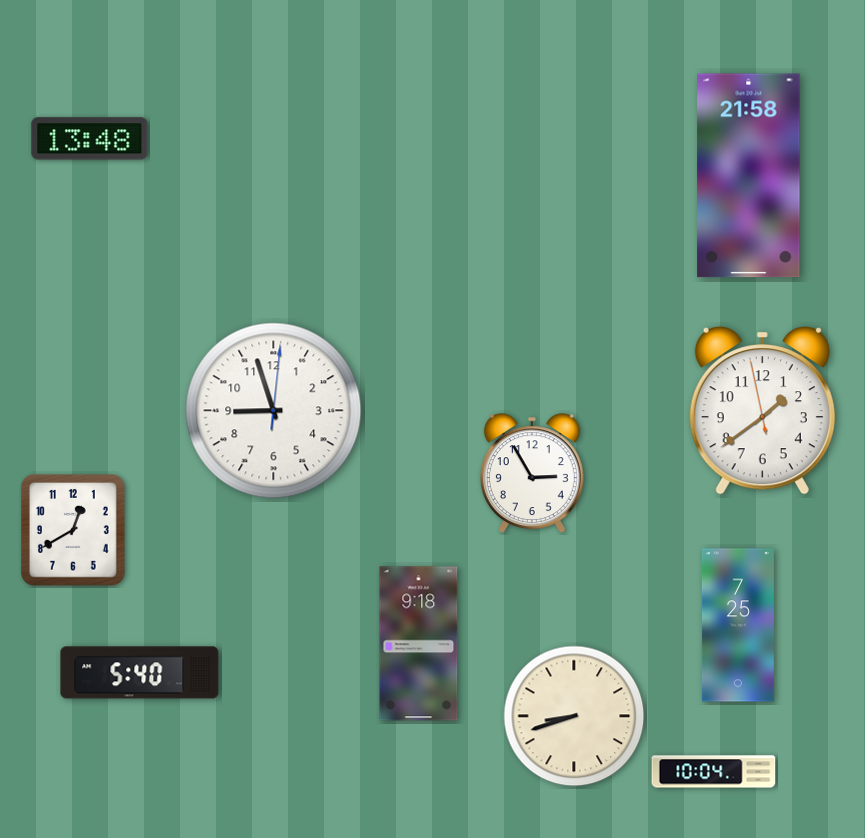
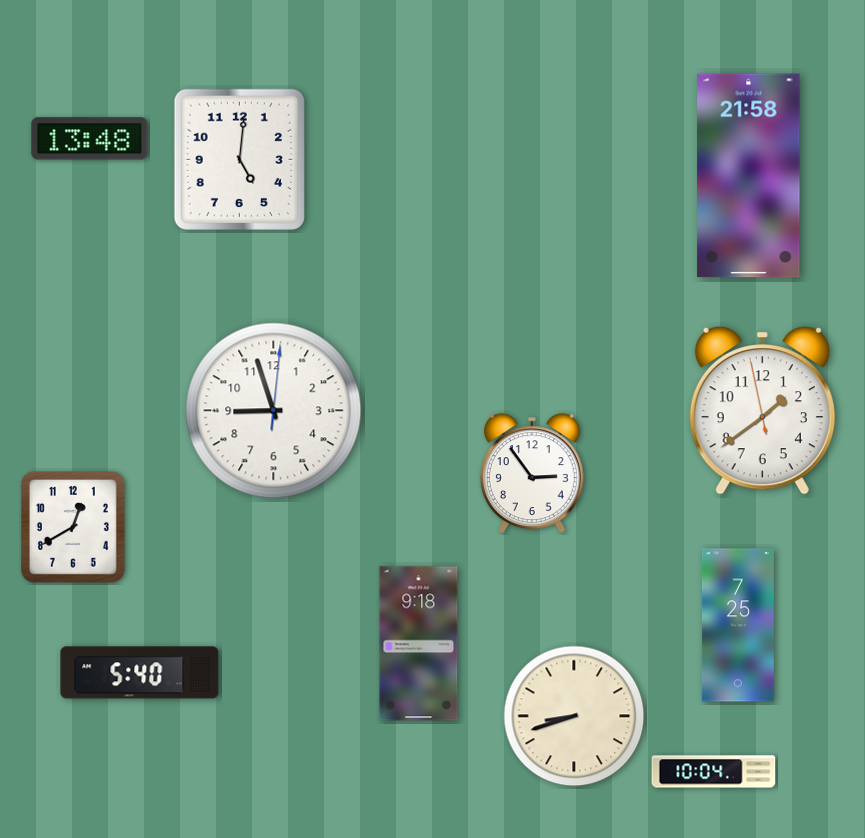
clock at (239, 159): none -> 5:01
clock at (532, 473): 2:55 -> 2:54
clock at (74, 531) position: (74, 531) -> (74, 528)
